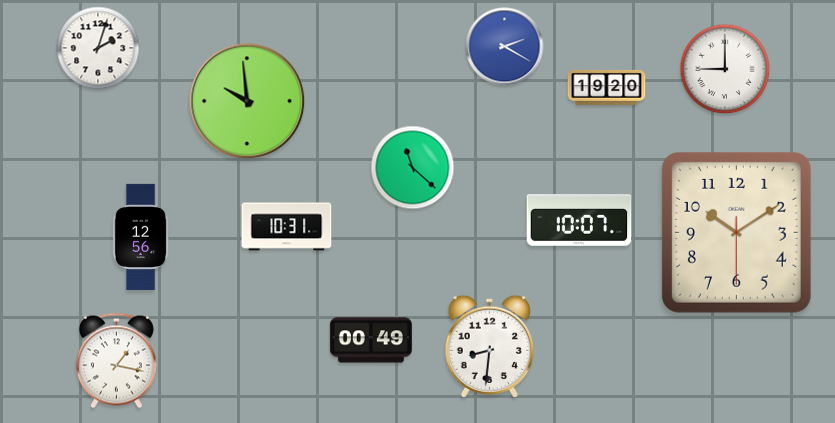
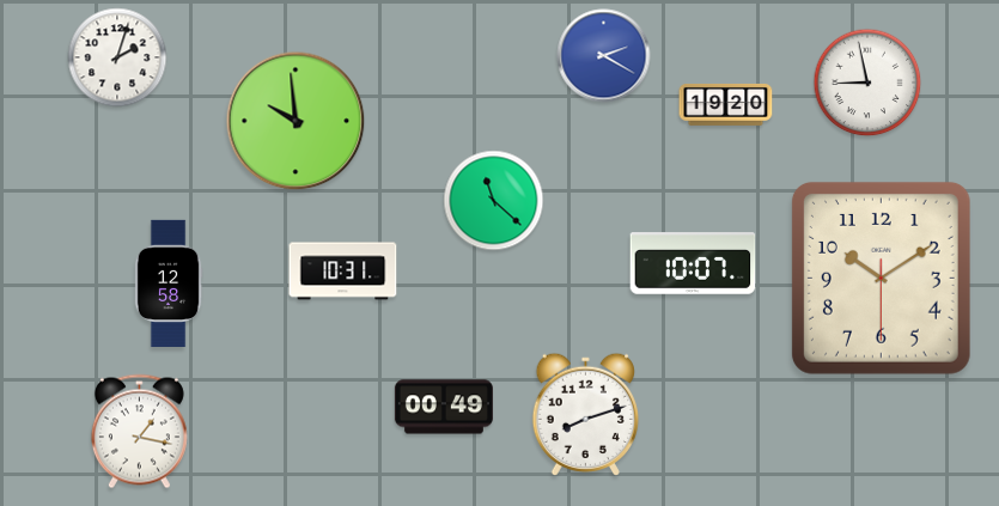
clock at (725, 69): 9:00 -> 8:58
clock at (141, 236): 12:56 -> 12:58
clock at (489, 346): 8:31 -> 8:12
